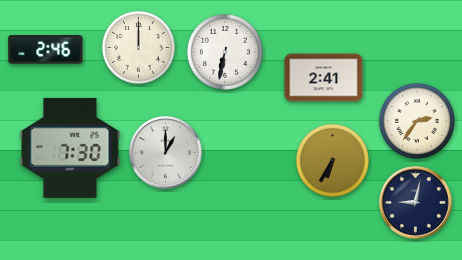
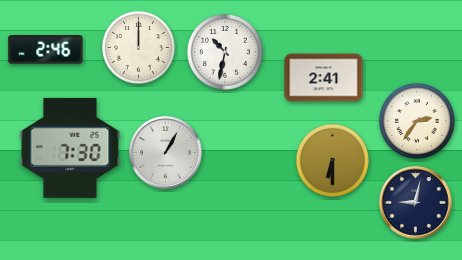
clock at (225, 52): 6:32 -> 10:32
clock at (166, 153): 1:00 -> 1:05
clock at (332, 160): 6:35 -> 6:30
